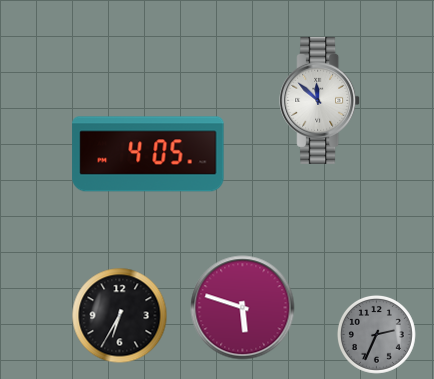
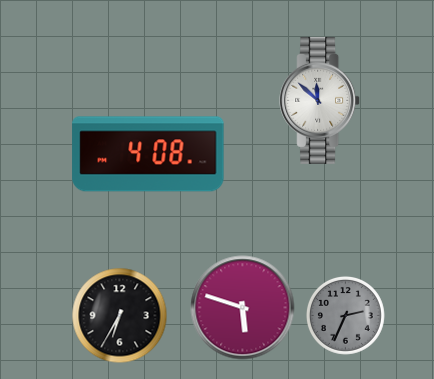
clock at (148, 154): 4:05 -> 4:08
clock at (376, 334) position: (376, 334) -> (345, 315)
